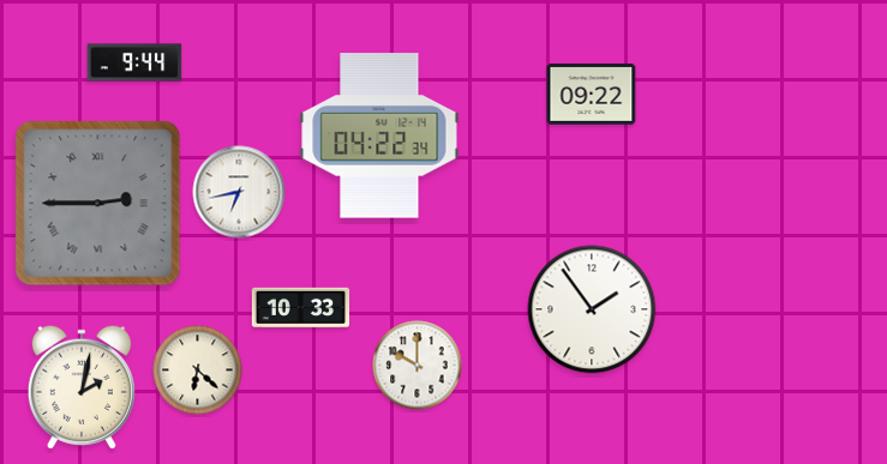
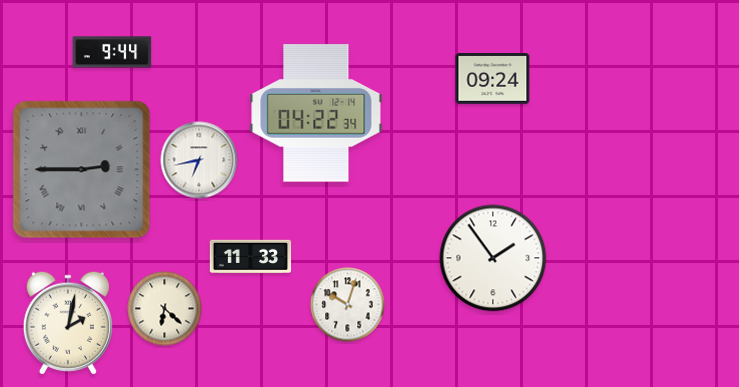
clock at (592, 95): 09:22 -> 09:24
clock at (301, 308): 10:33 -> 11:33
clock at (418, 366): 10:00 -> 10:03
